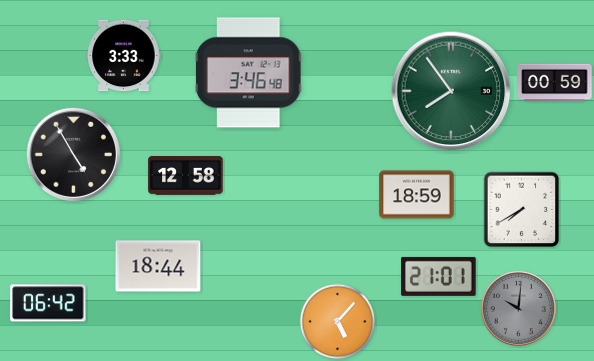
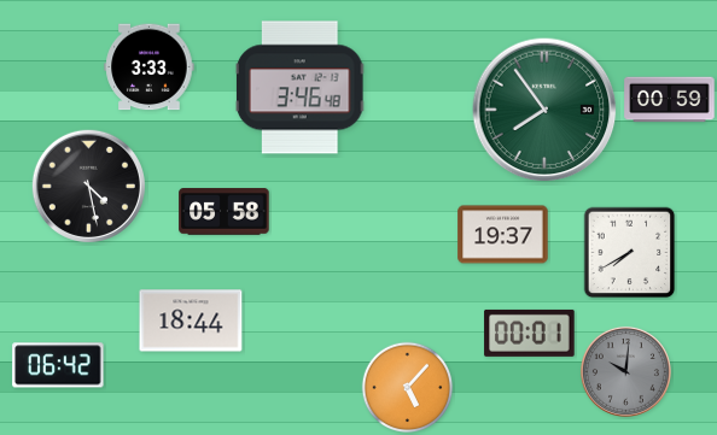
clock at (73, 154): 4:55 -> 4:28
clock at (186, 176): 12:58 -> 05:58
clock at (417, 195): 18:59 -> 19:37
clock at (439, 276): 21:01 -> 00:01
